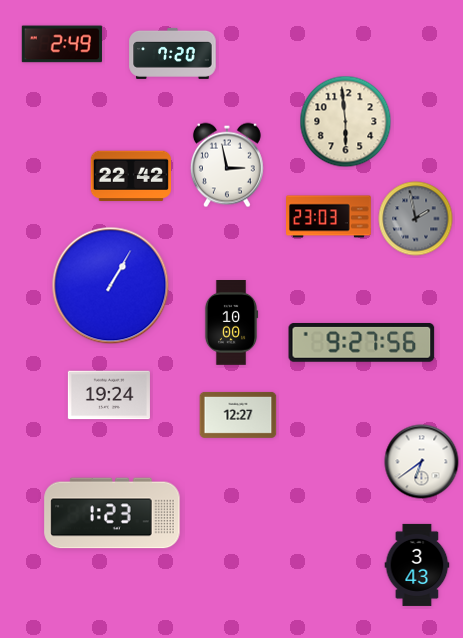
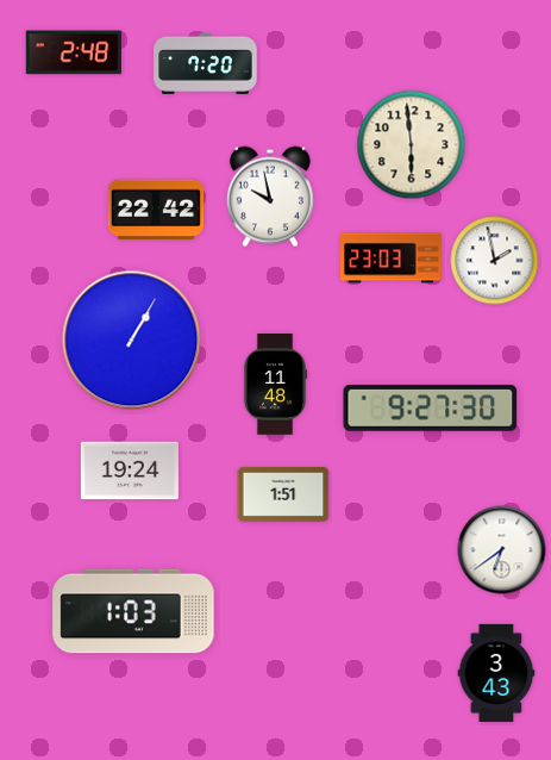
clock at (62, 44): 2:49 -> 2:48
clock at (227, 165): 2:58 -> 9:58
clock at (416, 219) dial: grey -> white
clock at (231, 323): 10:00 -> 11:48
clock at (362, 342): 9:27:56 -> 9:27:30
clock at (238, 415): 12:27 -> 1:51
clock at (112, 513): 1:23 -> 1:03
